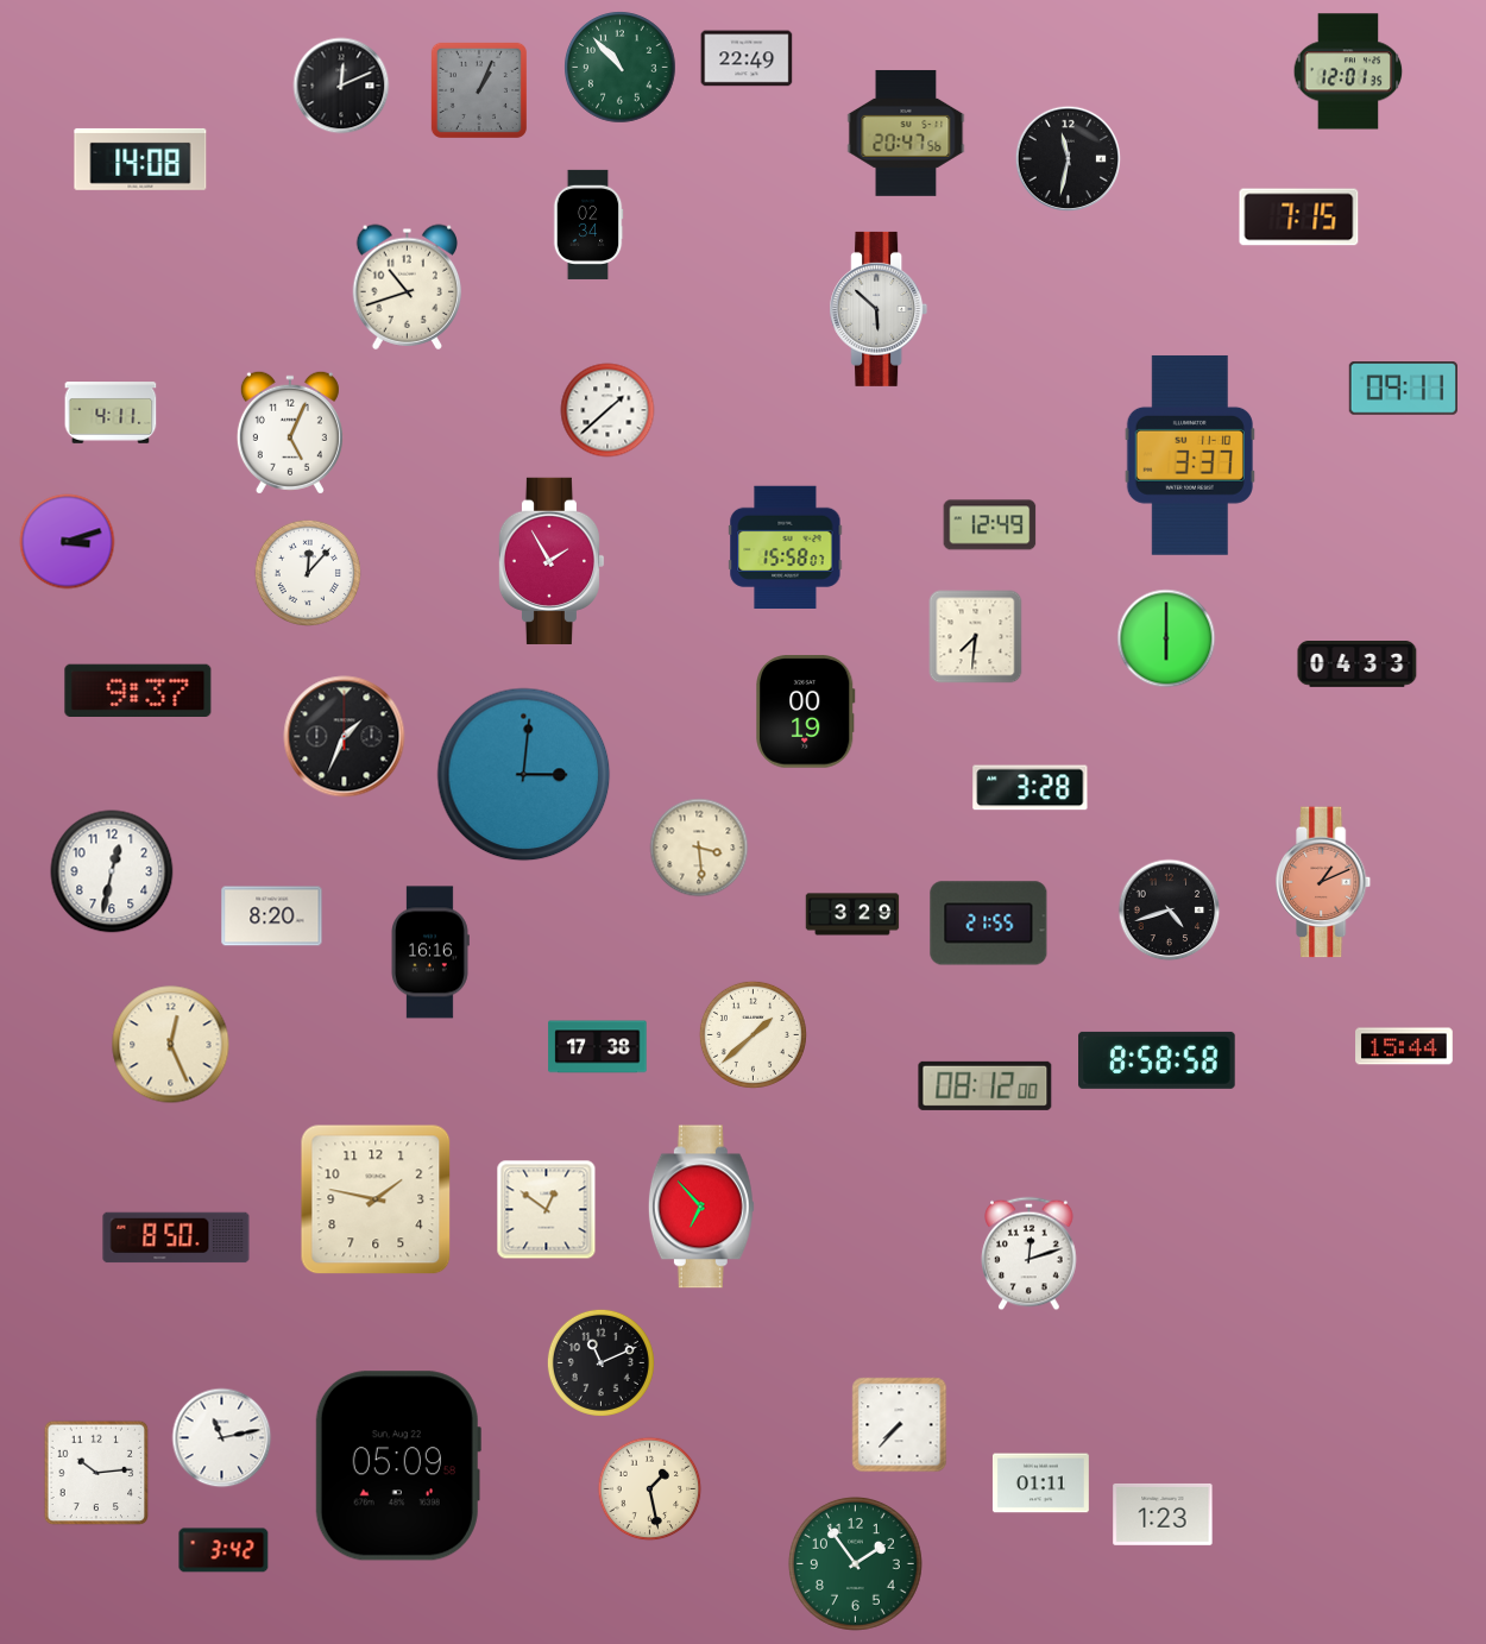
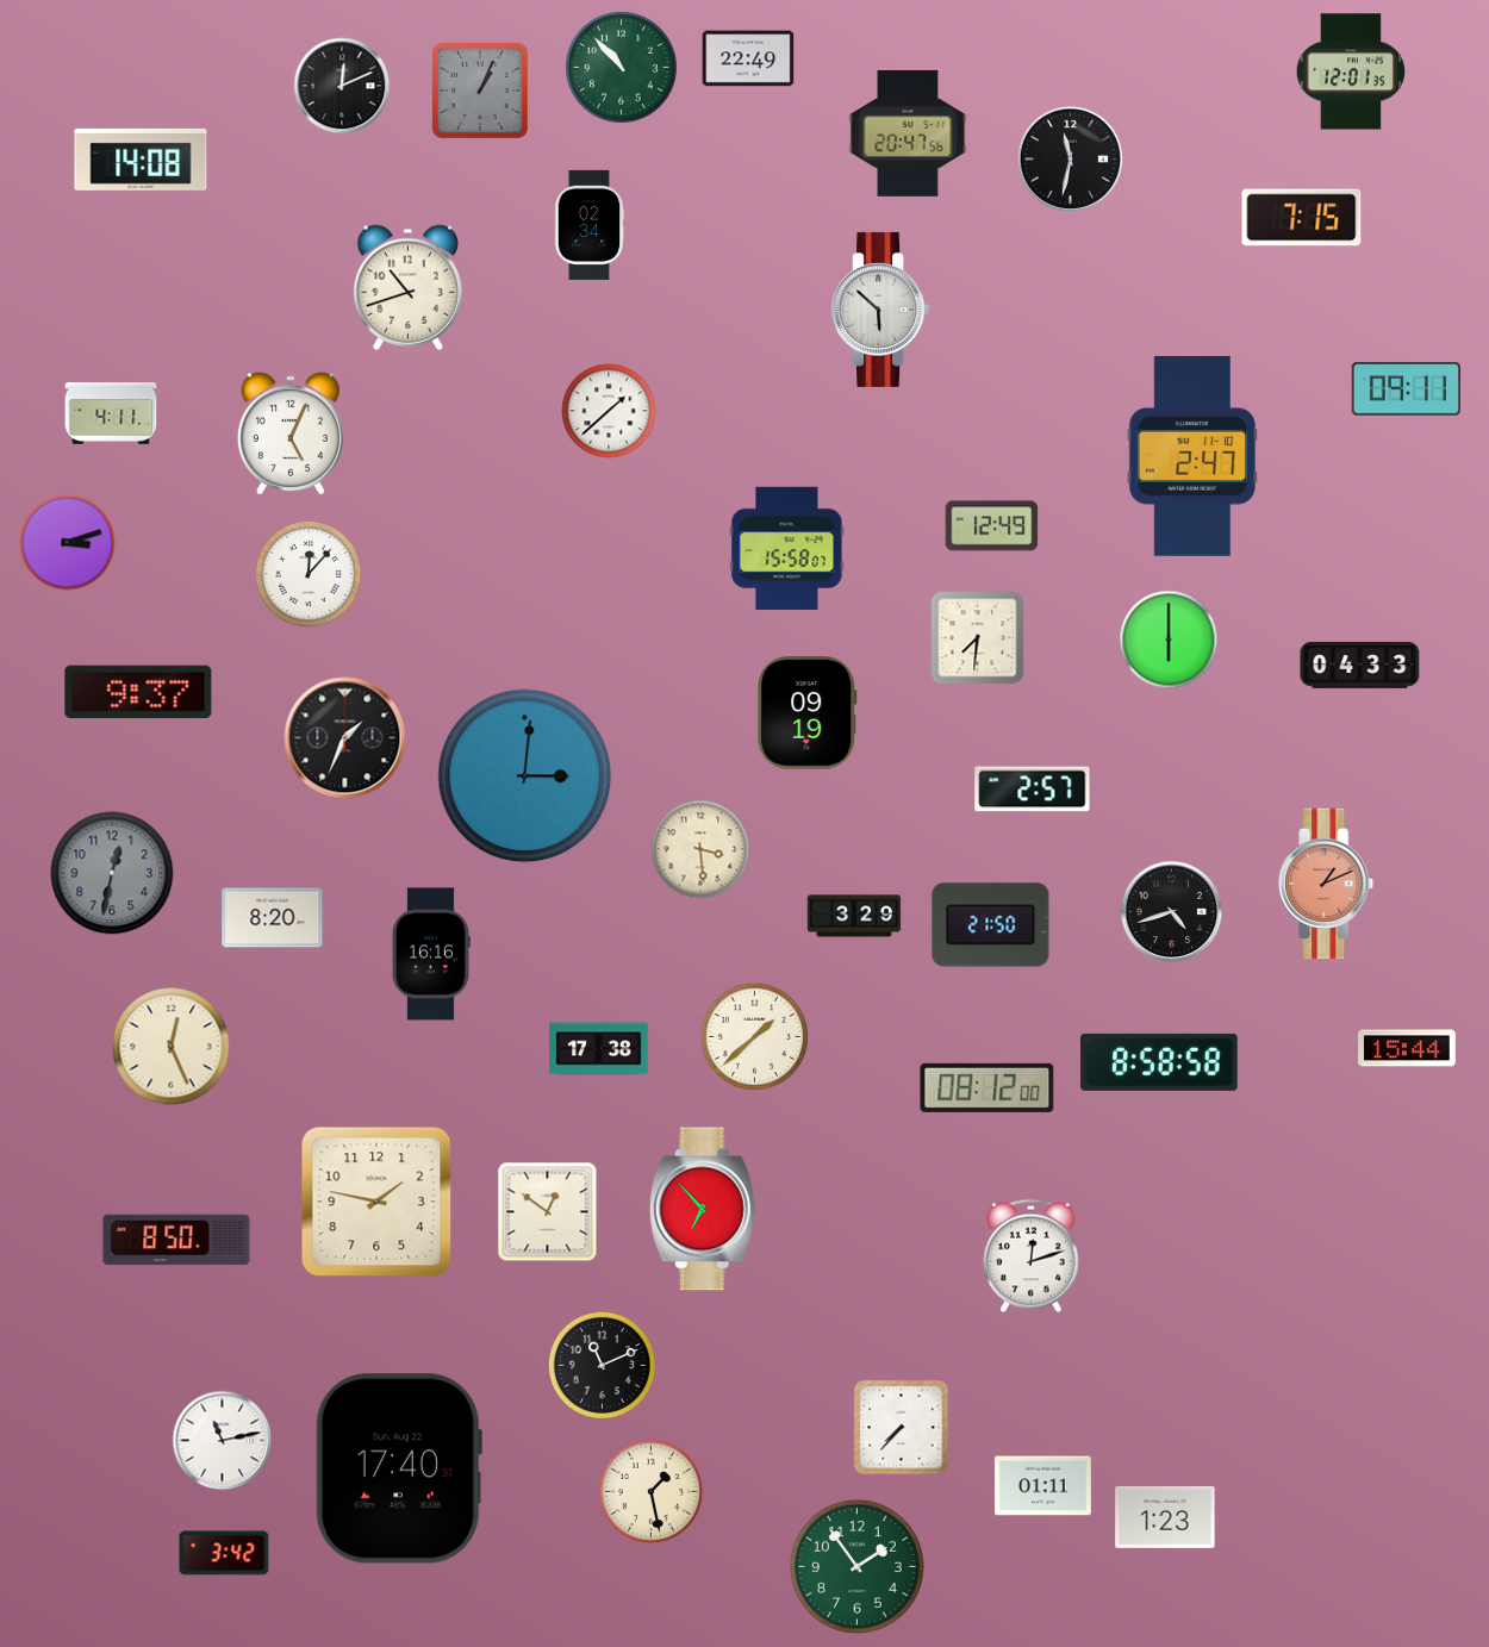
clock at (1190, 455): 3:37 -> 2:47
clock at (552, 561): 1:55 -> none
clock at (806, 712): 00:19 -> 09:19
clock at (1031, 788): 3:28 -> 2:57
clock at (112, 871) dial: white -> grey
clock at (989, 924): 21:55 -> 21:50
clock at (398, 1466): 05:09 -> 17:40
clock at (96, 1473): 10:14 -> none
